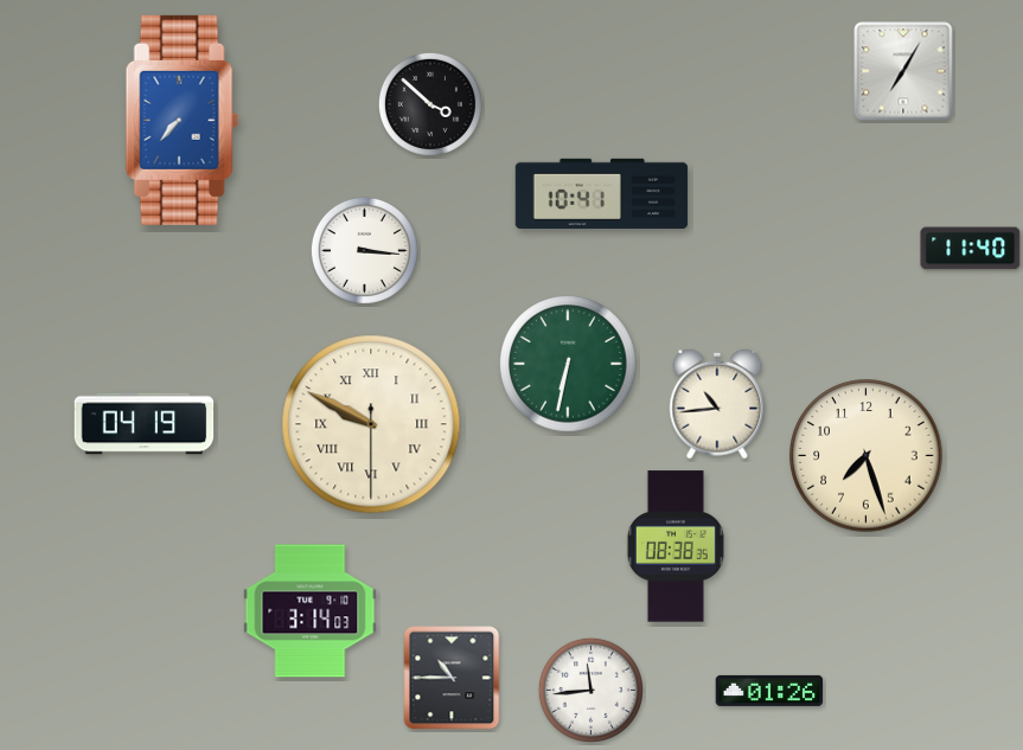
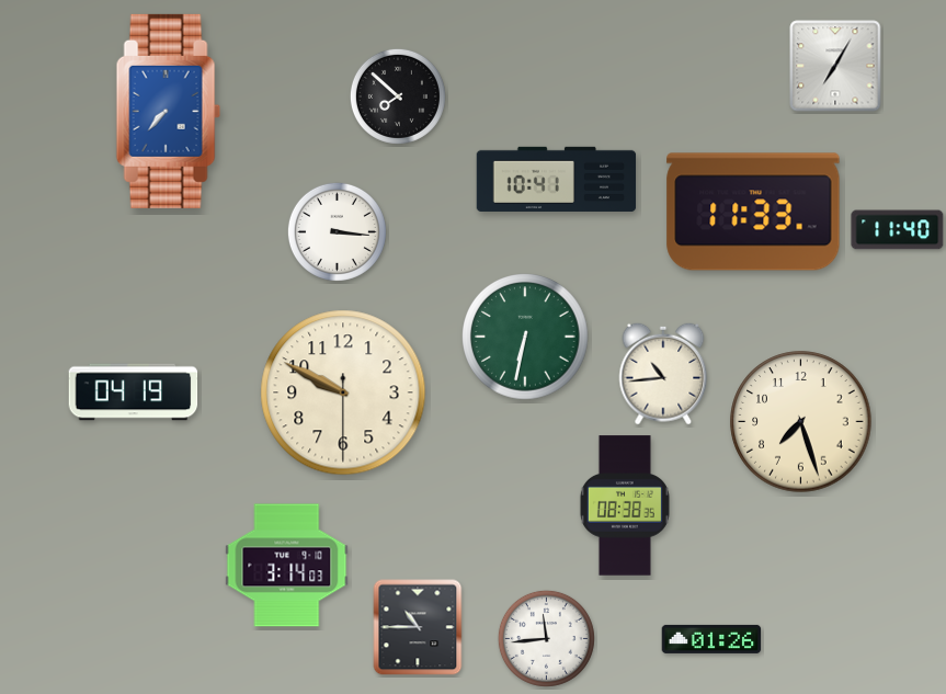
clock at (430, 104): 3:52 -> 7:52
clock at (753, 212): none -> 11:33
clock at (371, 424) numerals: Roman -> Arabic
